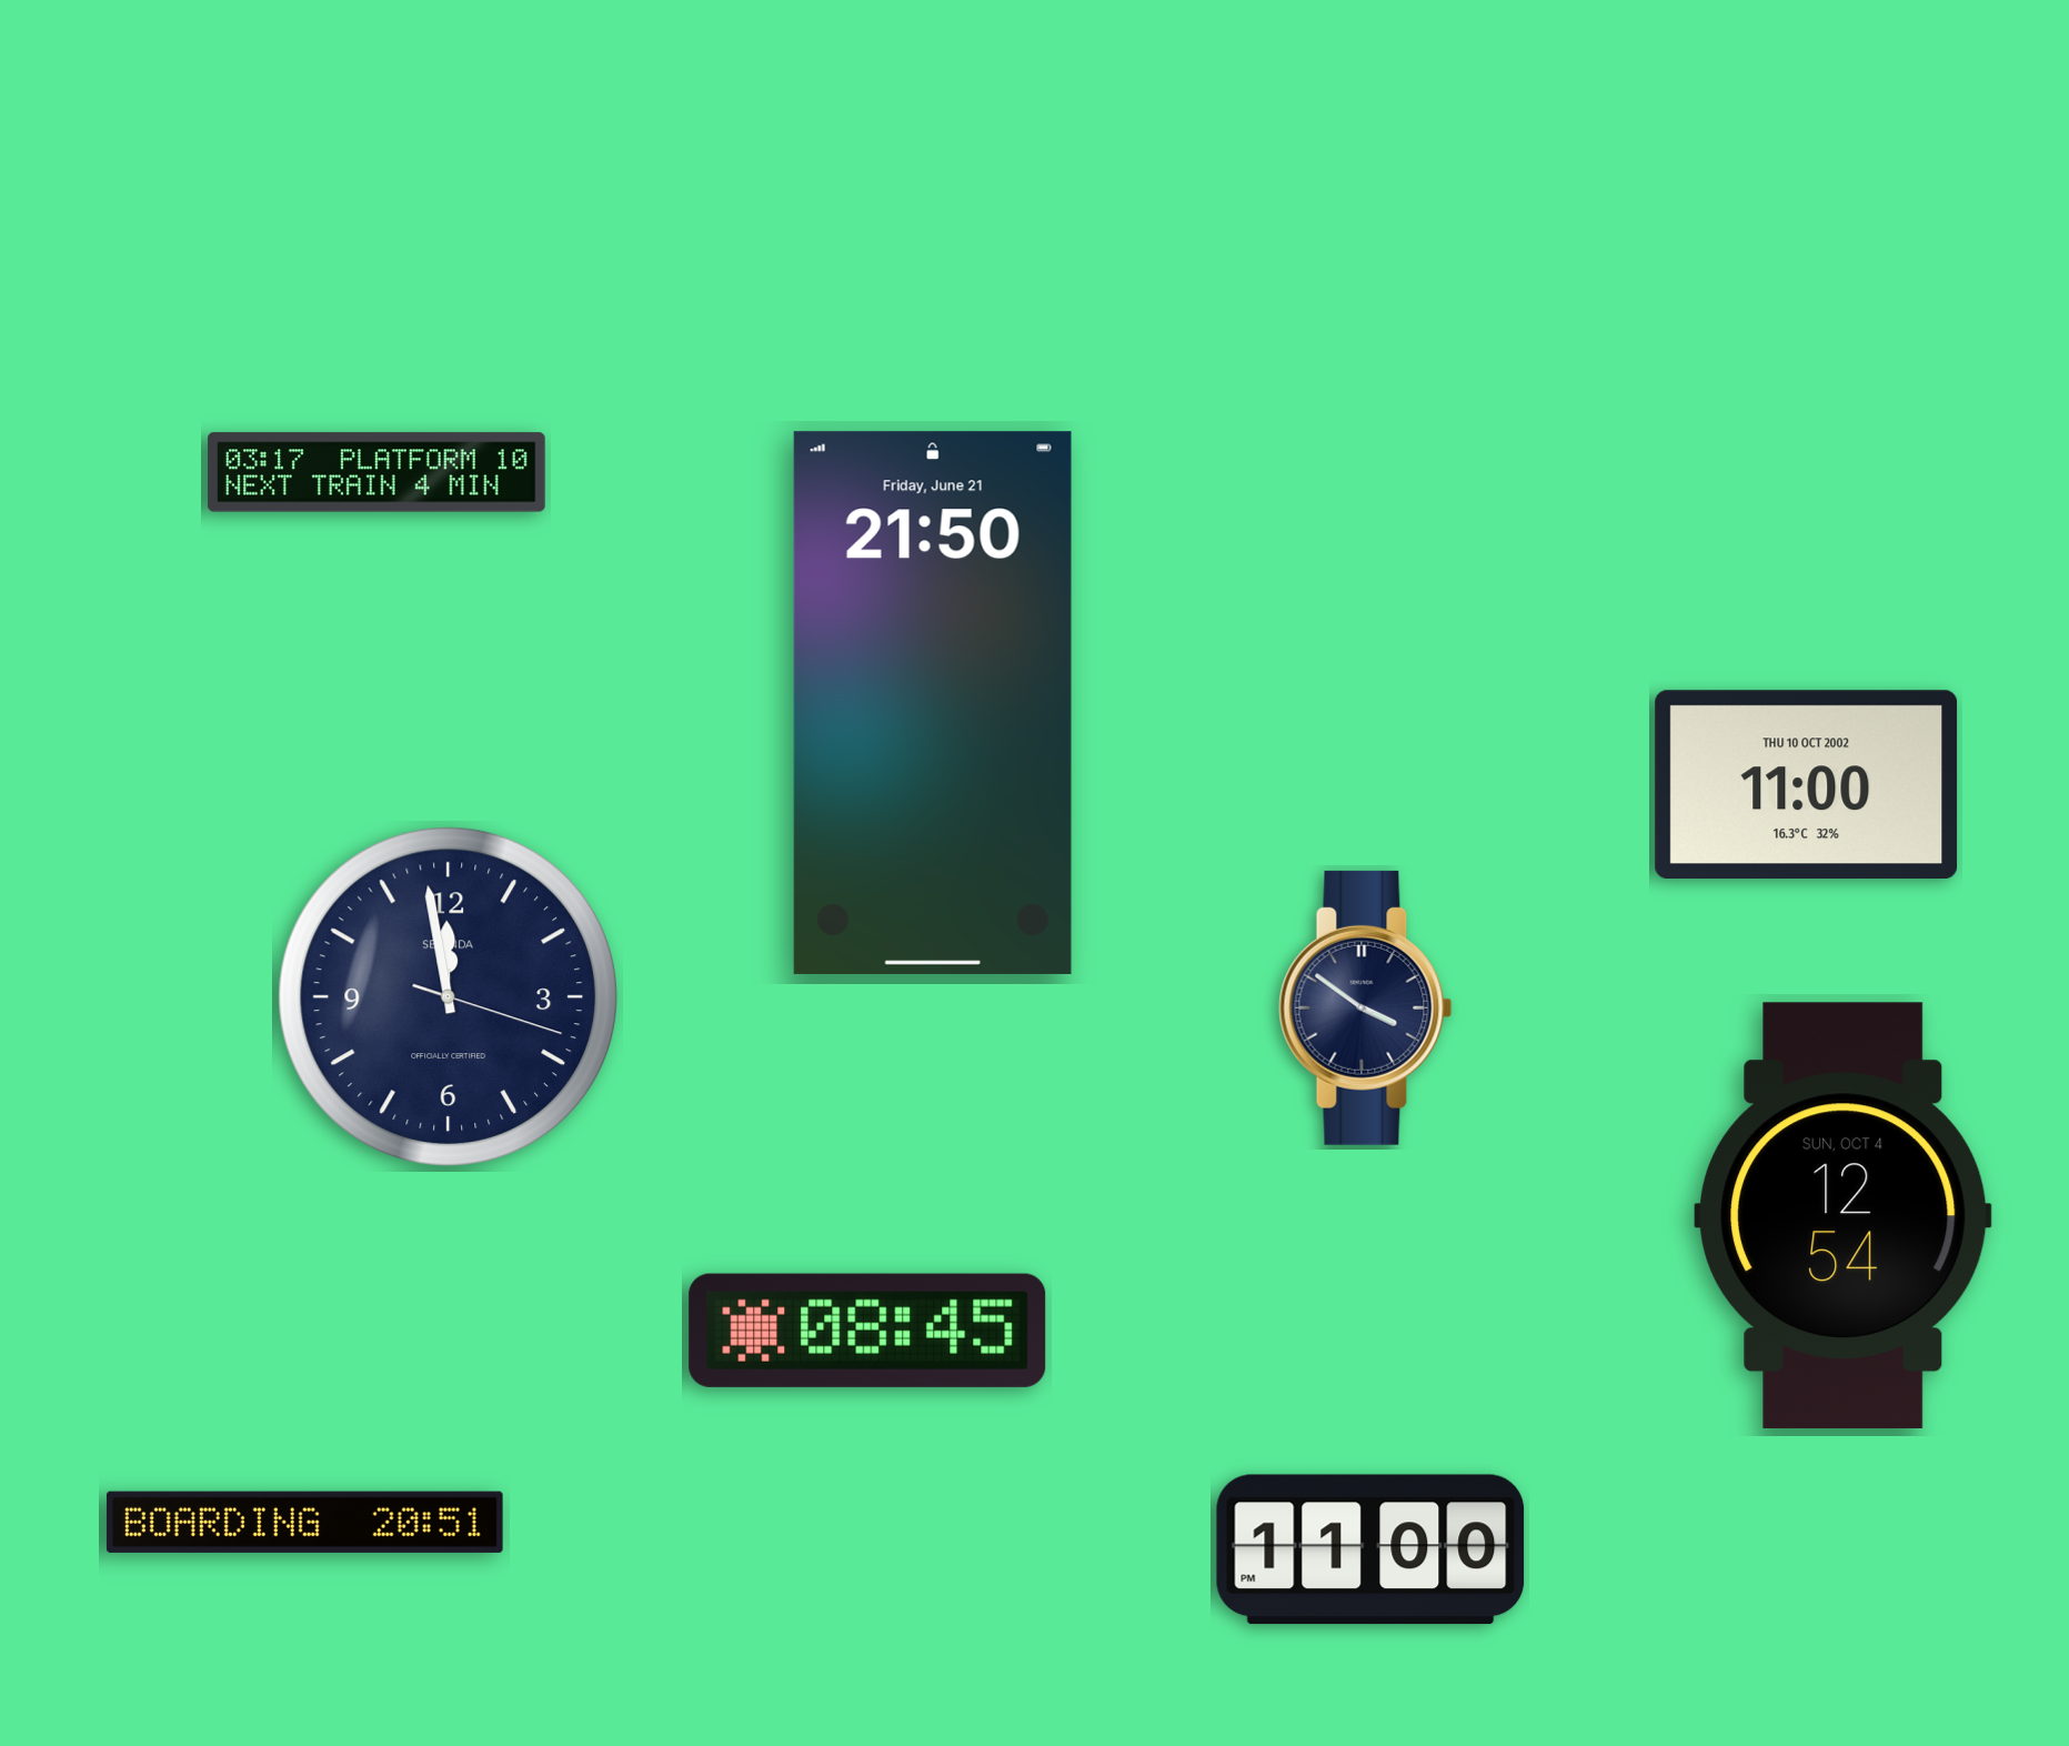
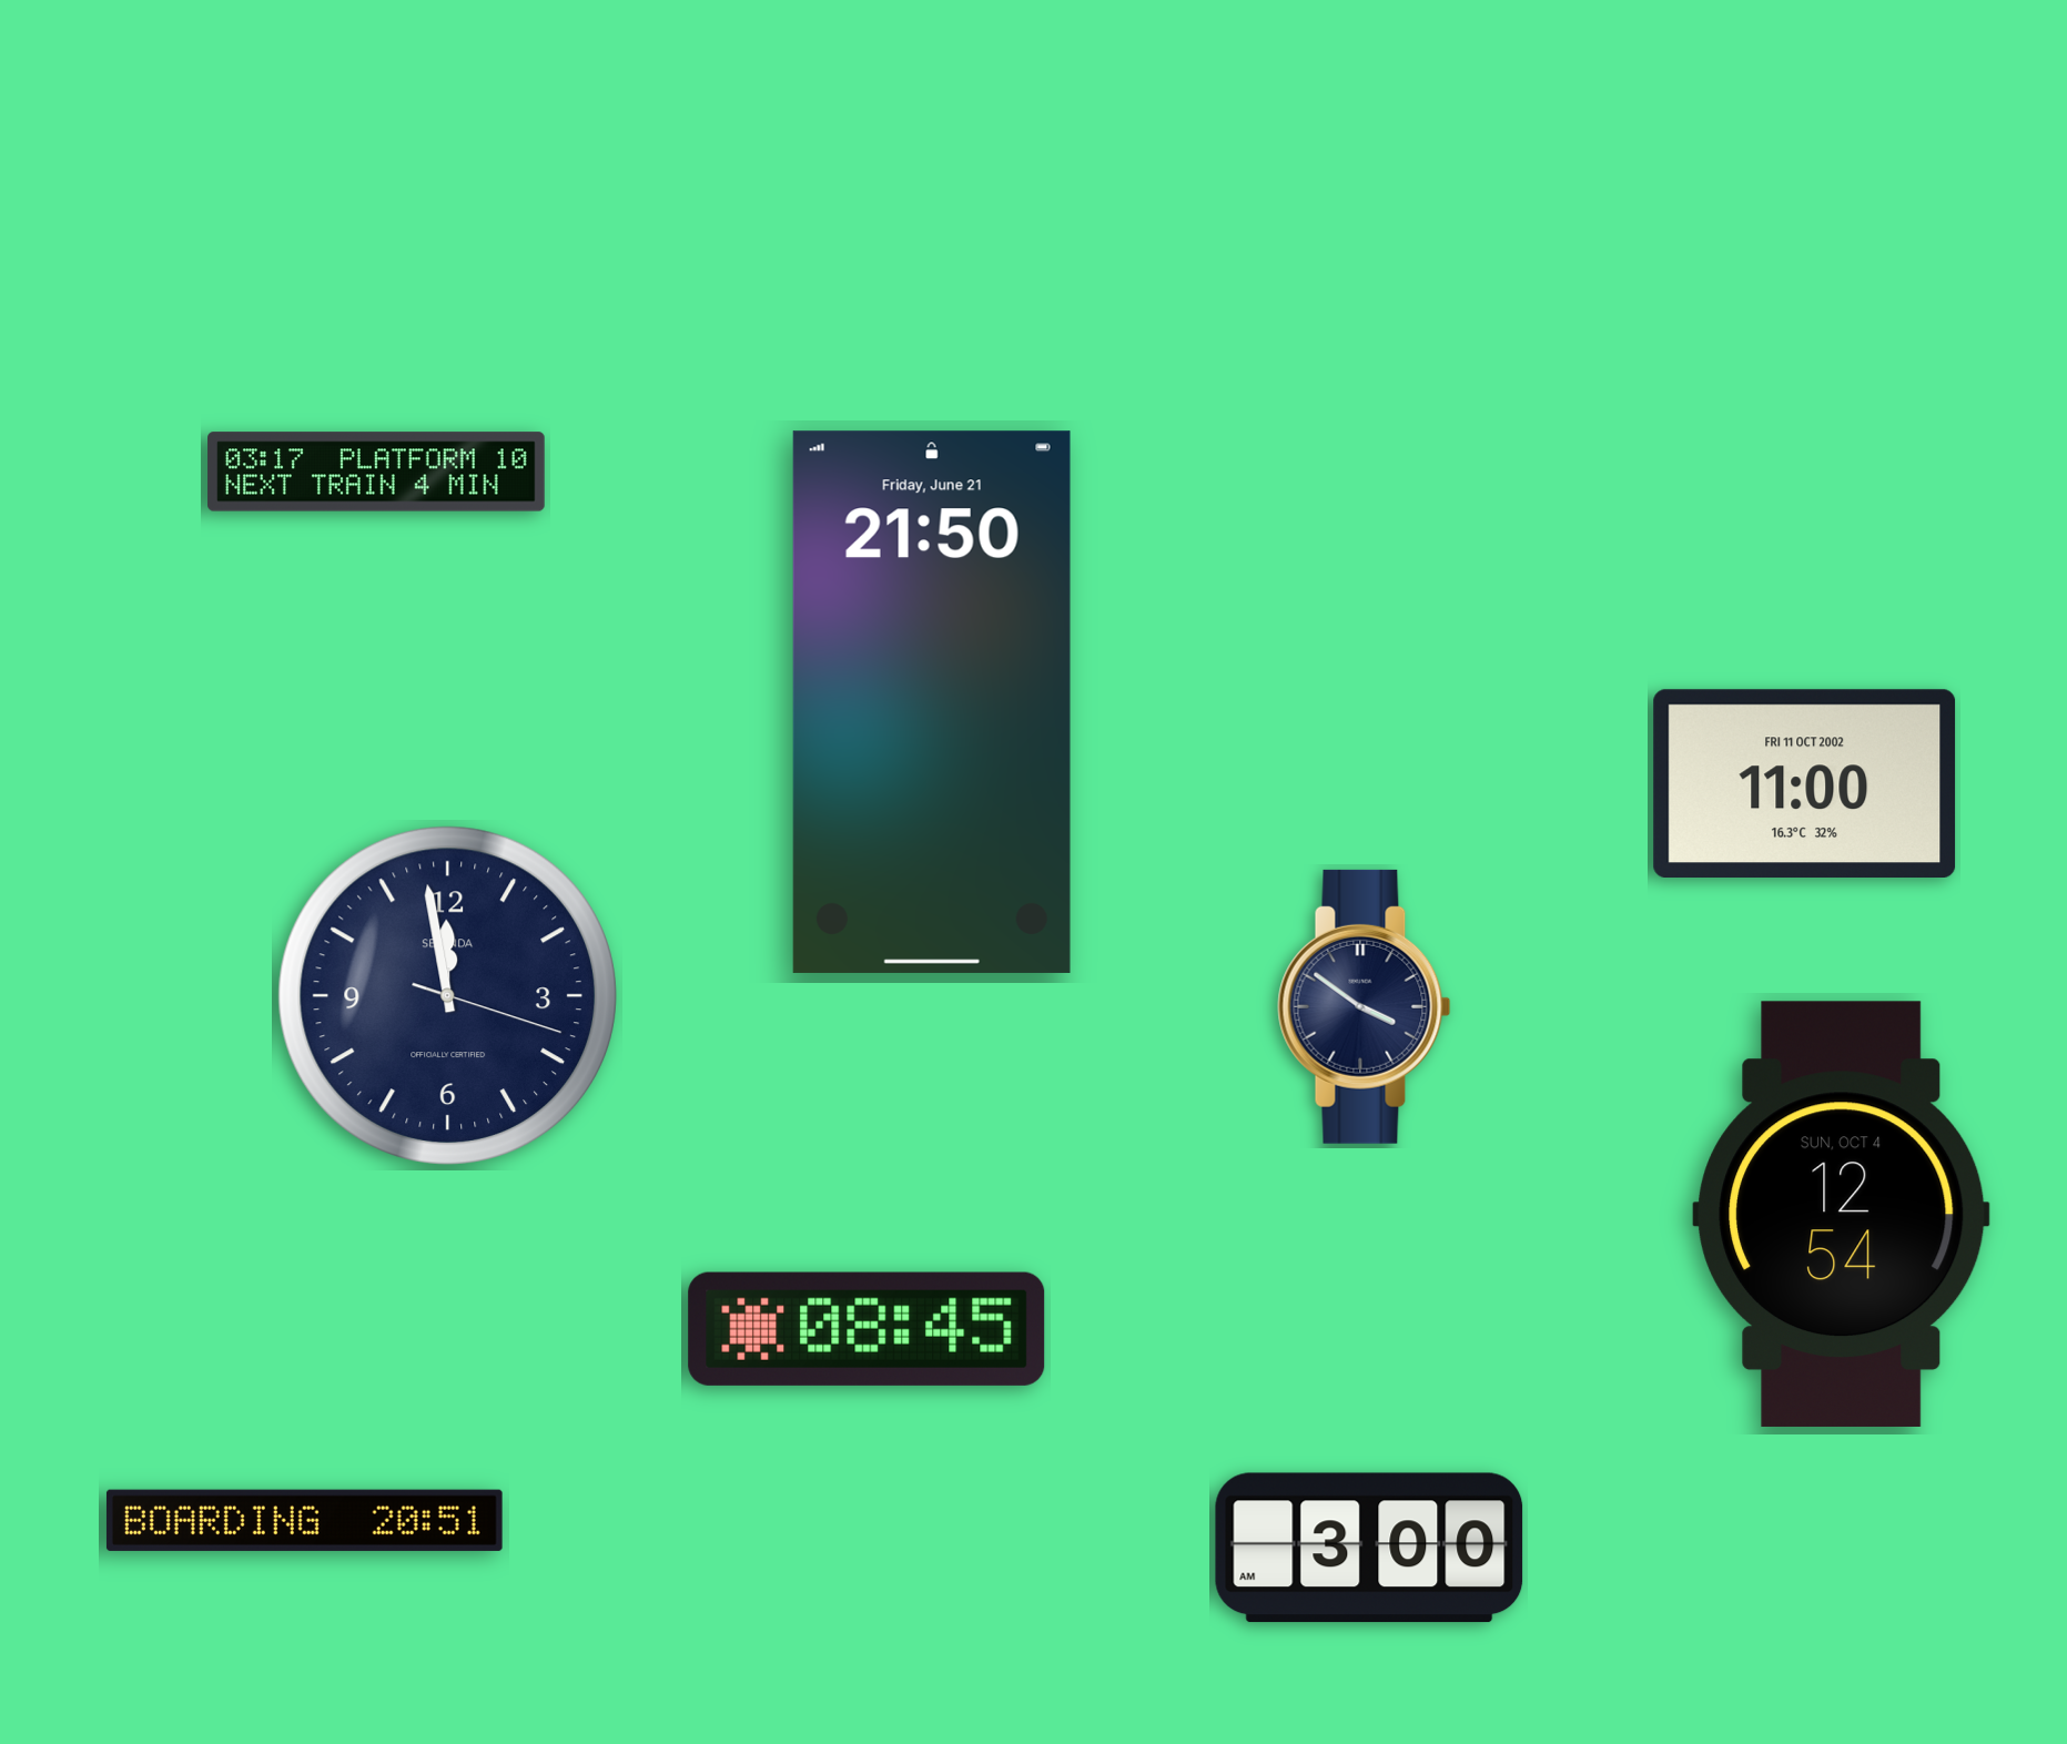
clock at (1807, 784) date: THU 10 OCT 2002 -> FRI 11 OCT 2002
clock at (1370, 1549): 11:00 -> 3:00
